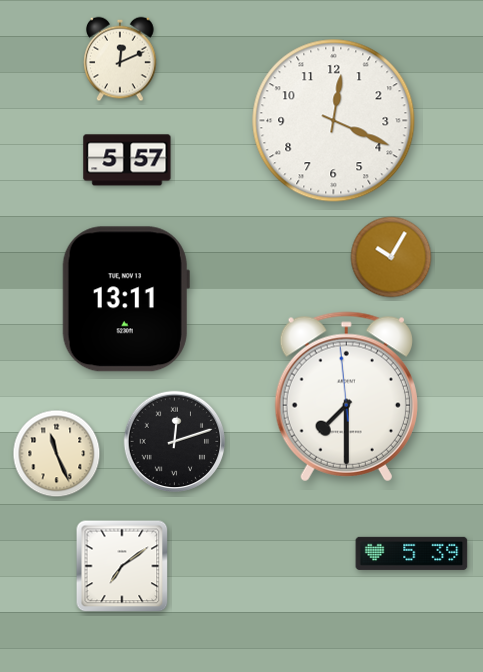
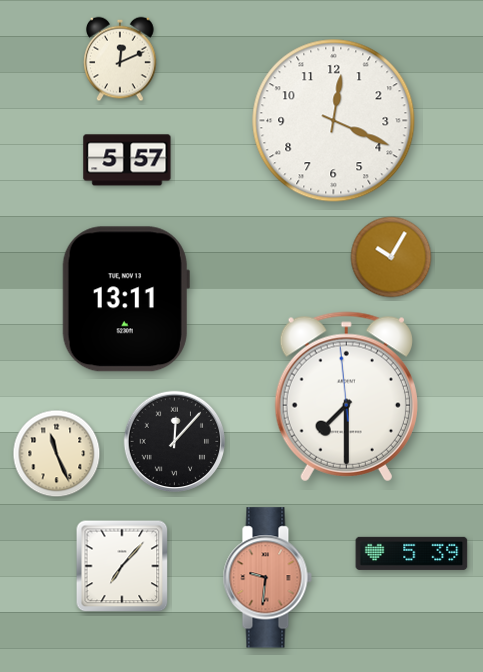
clock at (175, 442): 12:12 -> 12:07
clock at (122, 566): 7:09 -> 7:07
clock at (267, 578): none -> 9:31
